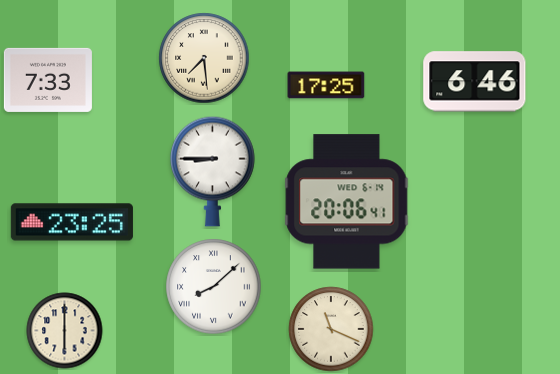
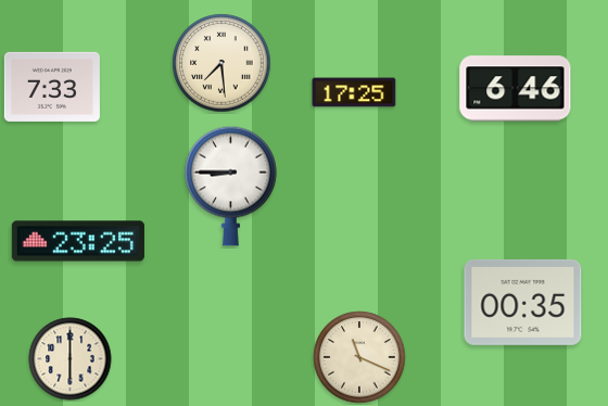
clock at (347, 202): 20:06 -> none
clock at (523, 302): none -> 00:35
clock at (214, 287): 8:08 -> none
